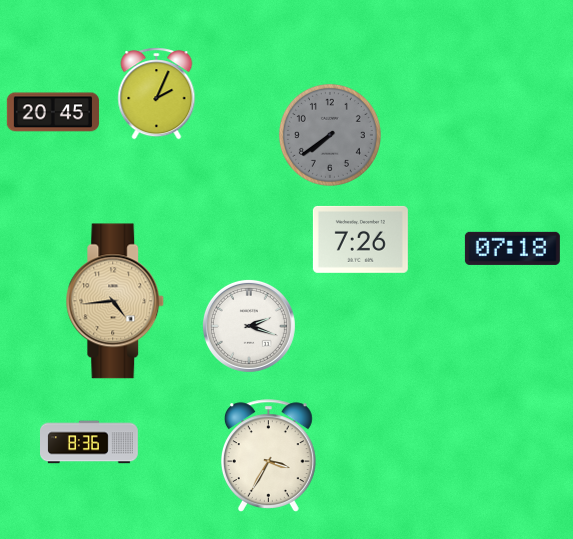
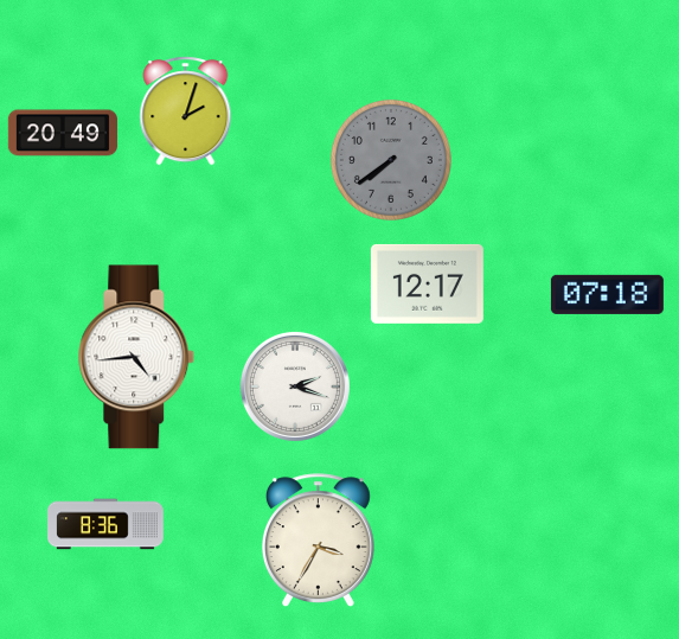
clock at (157, 94): 2:04 -> 2:03
clock at (53, 112): 20:45 -> 20:49
clock at (360, 239): 7:26 -> 12:17
clock at (115, 301) dial: champagne -> white
